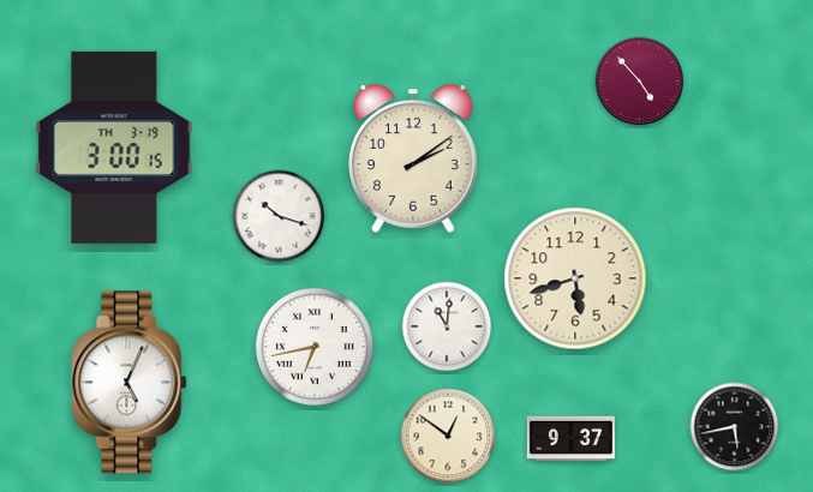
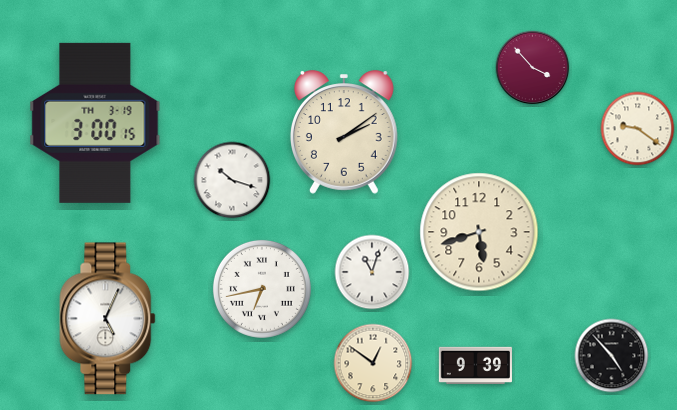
clock at (640, 82): 4:53 -> 3:53
clock at (638, 129): none -> 9:21
clock at (447, 326): 11:01 -> 11:03
clock at (735, 427): 5:43 -> 4:53
clock at (570, 439): 9:37 -> 9:39
